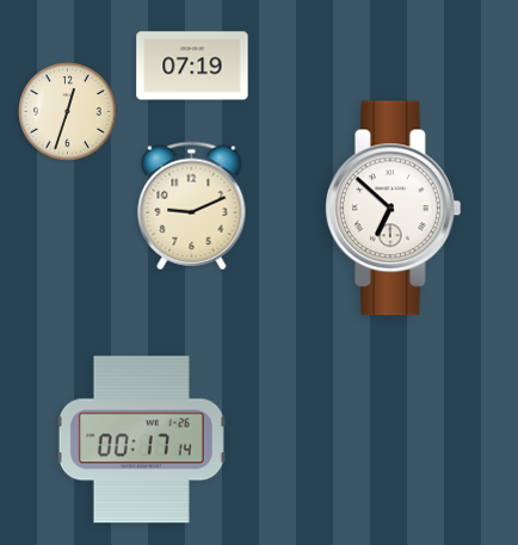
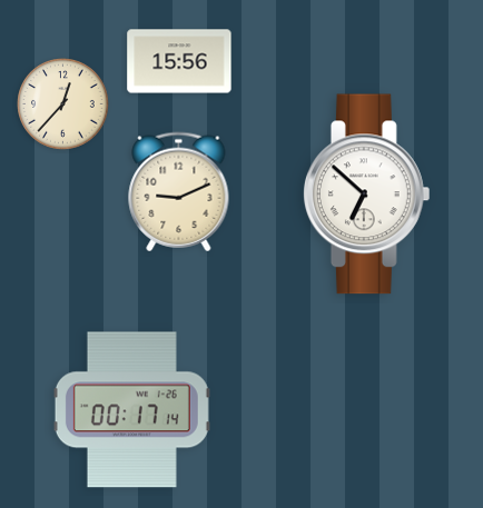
clock at (192, 66): 07:19 -> 15:56
clock at (68, 112): 12:33 -> 12:37
